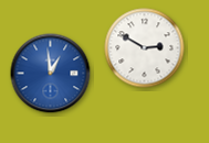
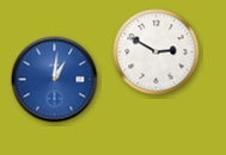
clock at (51, 74): 12:59 -> 1:01
